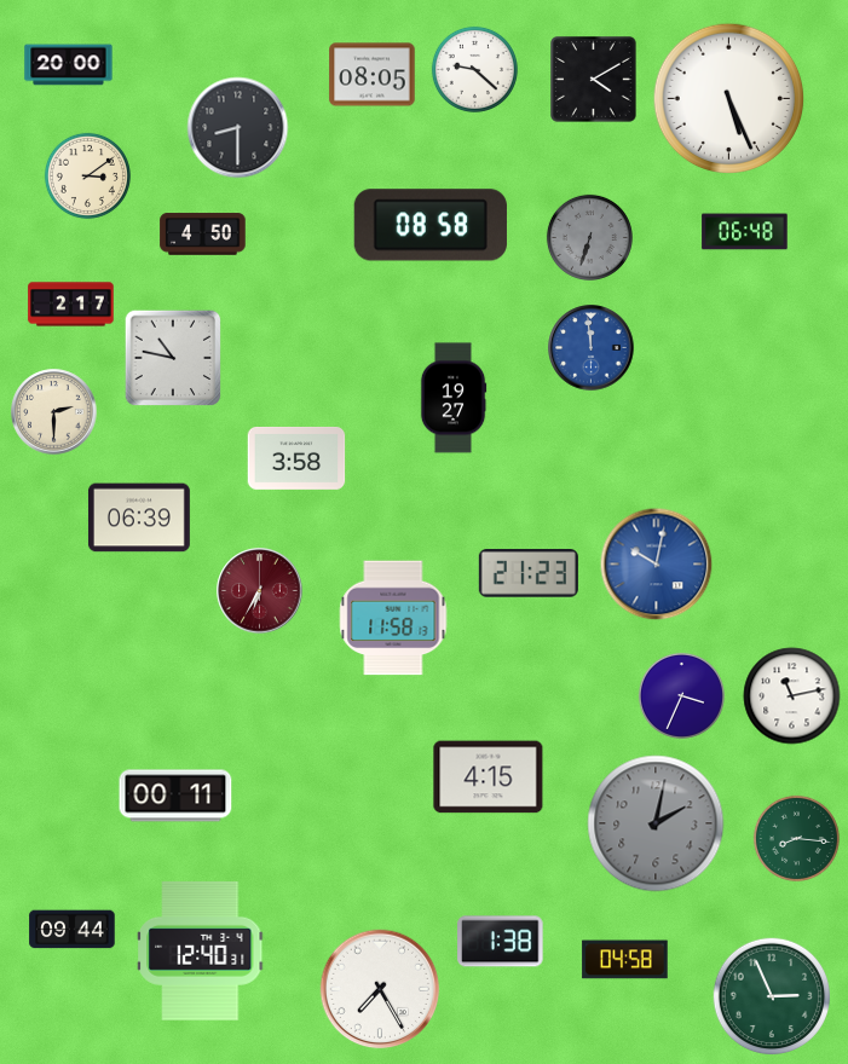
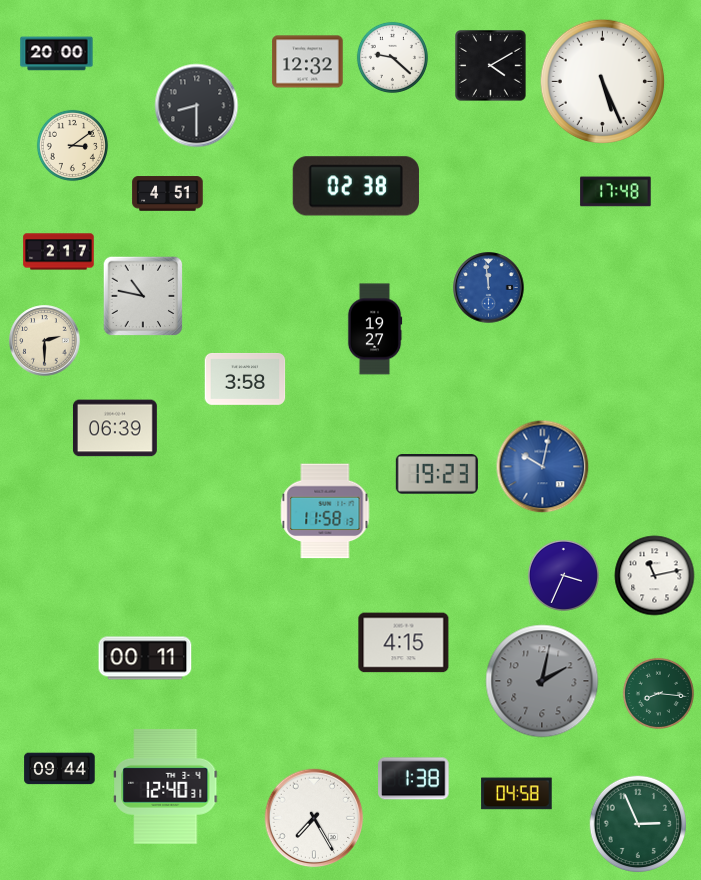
clock at (373, 75): 08:05 -> 12:32
clock at (431, 225): 08:58 -> 02:38
clock at (745, 232): 06:48 -> 17:48
clock at (203, 235): 4:50 -> 4:51
clock at (589, 237): 6:33 -> none
clock at (529, 573): 21:23 -> 19:23
clock at (260, 591): 6:35 -> none
